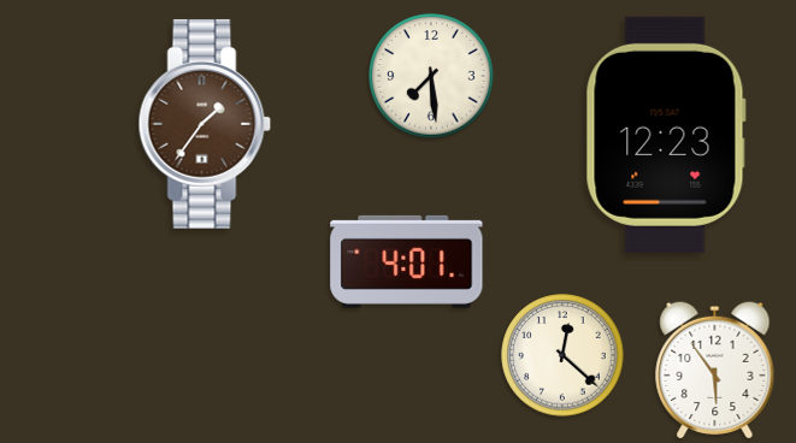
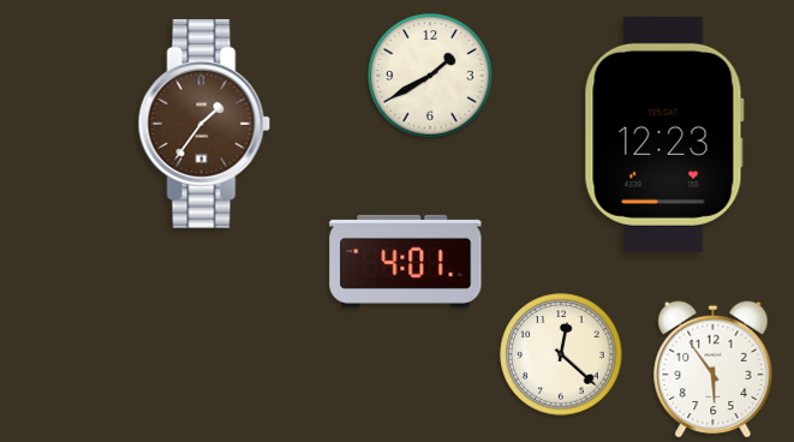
clock at (431, 76): 7:29 -> 1:40
